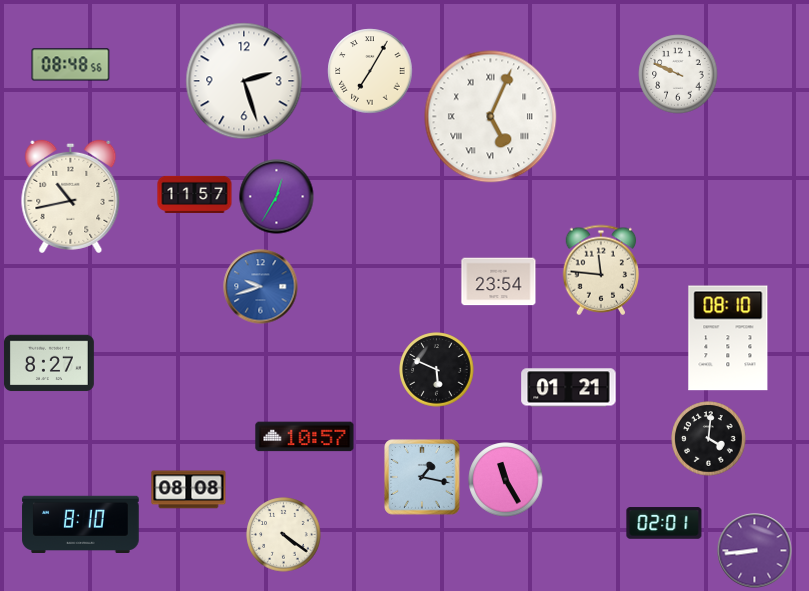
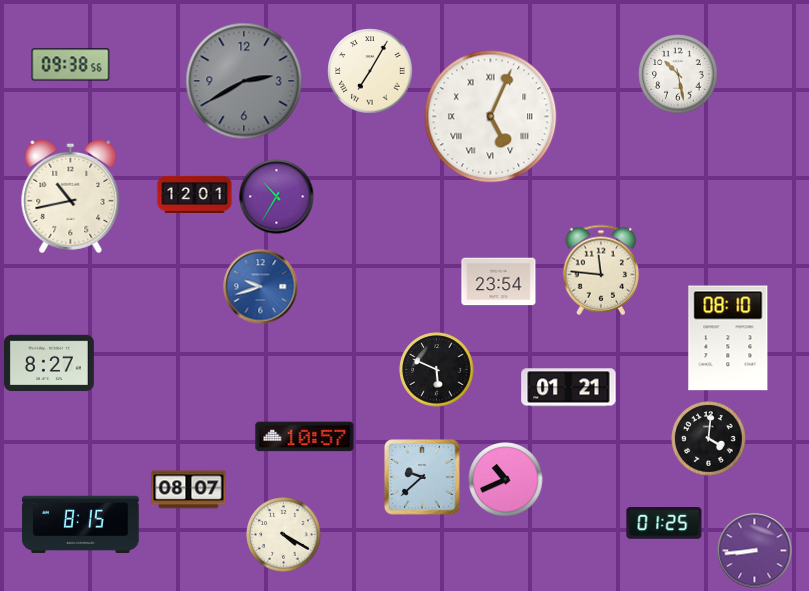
clock at (71, 65): 08:48 -> 09:38
clock at (678, 74): 9:49 -> 10:28
clock at (244, 81): 2:27 -> 2:40
clock at (244, 81) dial: white -> grey
clock at (195, 194): 11:57 -> 12:01
clock at (277, 197): 12:35 -> 10:35
clock at (422, 477): 1:17 -> 9:38
clock at (506, 480): 11:25 -> 10:41
clock at (189, 490): 08:08 -> 08:07
clock at (664, 523): 02:01 -> 01:25
clock at (81, 524): 8:10 -> 8:15
clock at (284, 535): 4:21 -> 4:20
